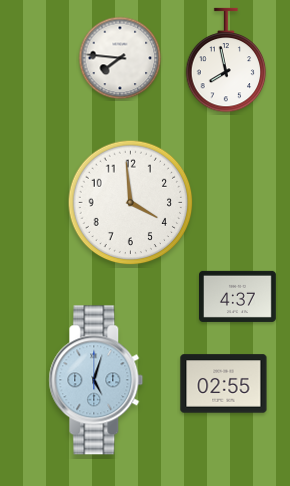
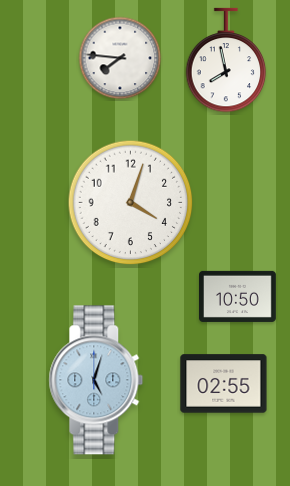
clock at (131, 203): 3:59 -> 4:03
clock at (238, 296): 4:37 -> 10:50
